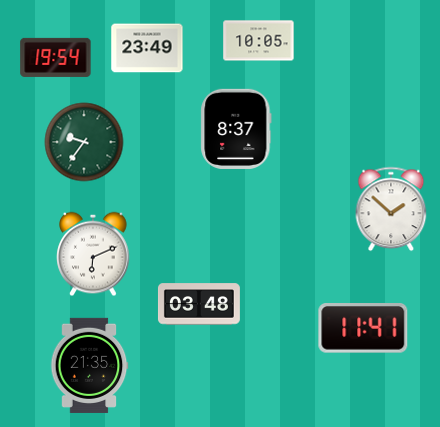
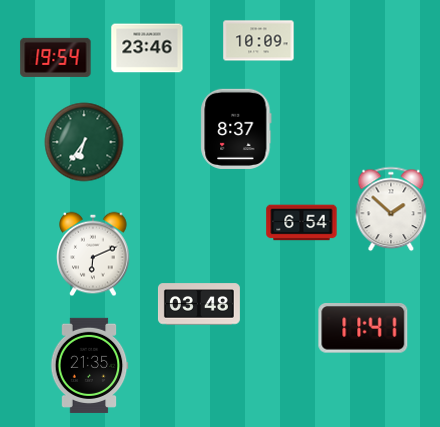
clock at (259, 41): 10:05 -> 10:09
clock at (147, 48): 23:49 -> 23:46
clock at (84, 142): 9:36 -> 6:36
clock at (302, 223): none -> 6:54
